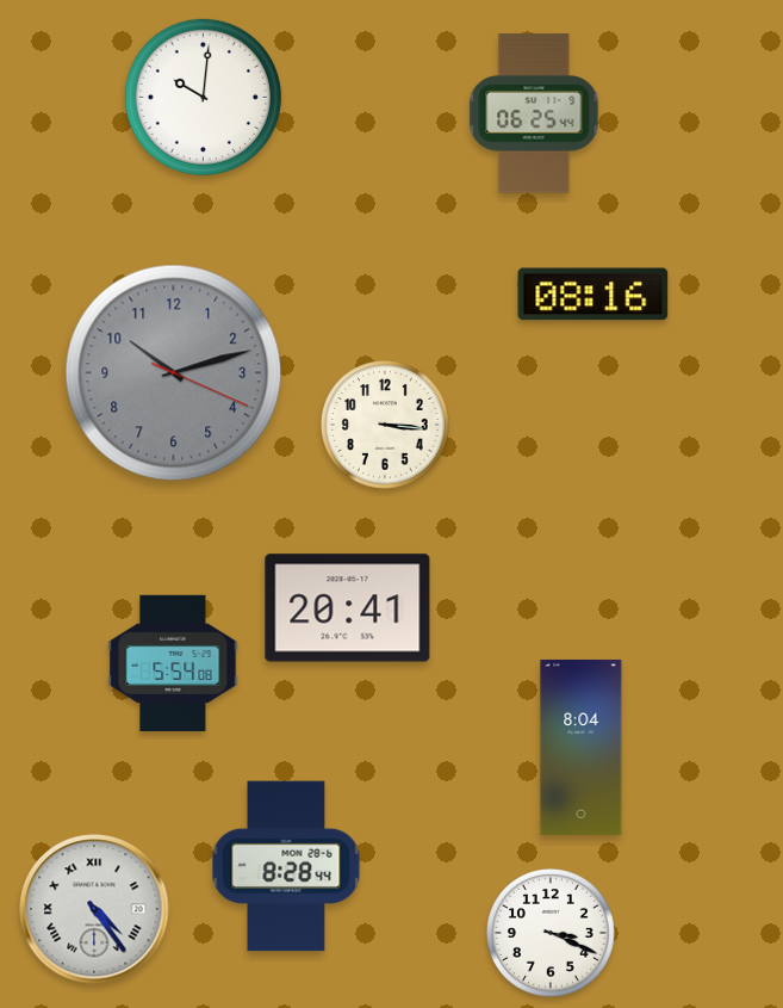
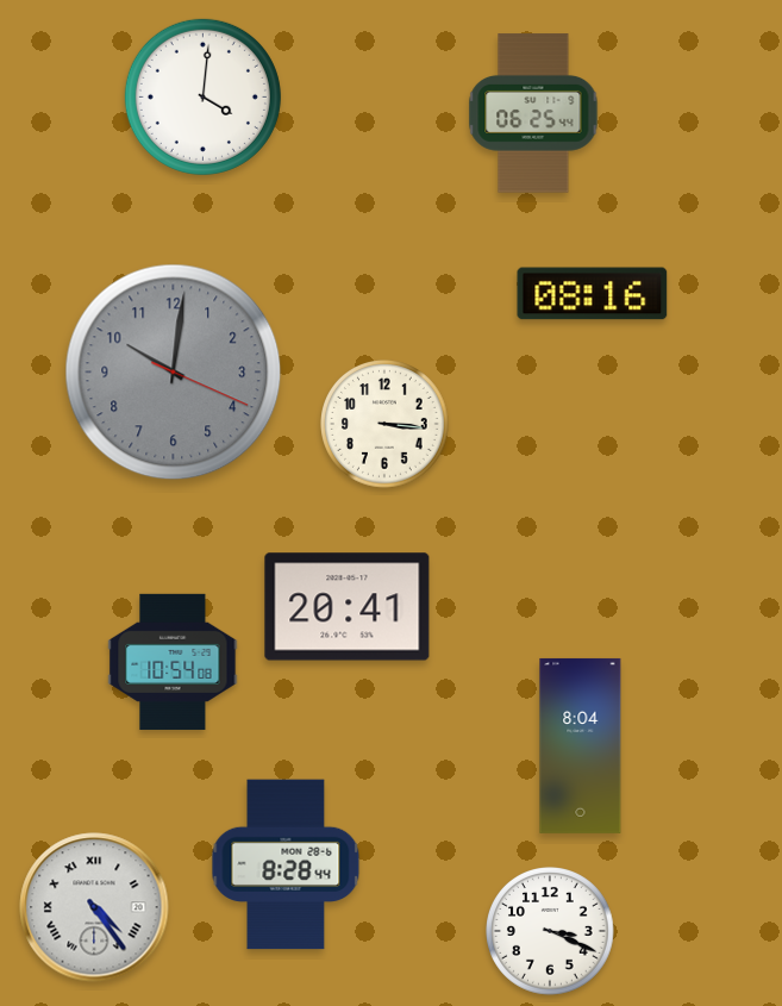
clock at (203, 97): 10:01 -> 4:01
clock at (174, 373): 10:12 -> 10:01
clock at (173, 663): 5:54 -> 10:54
